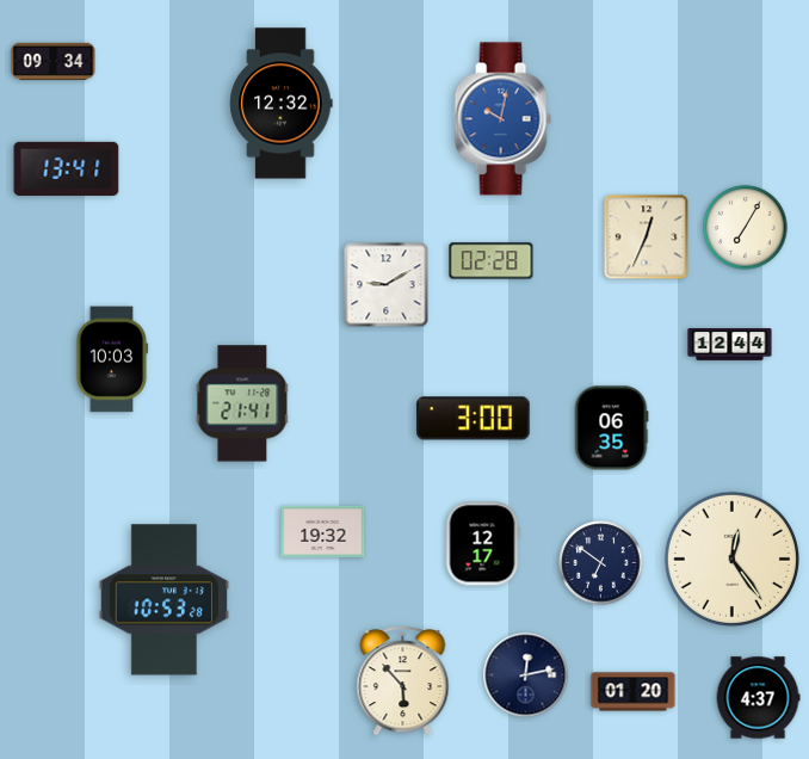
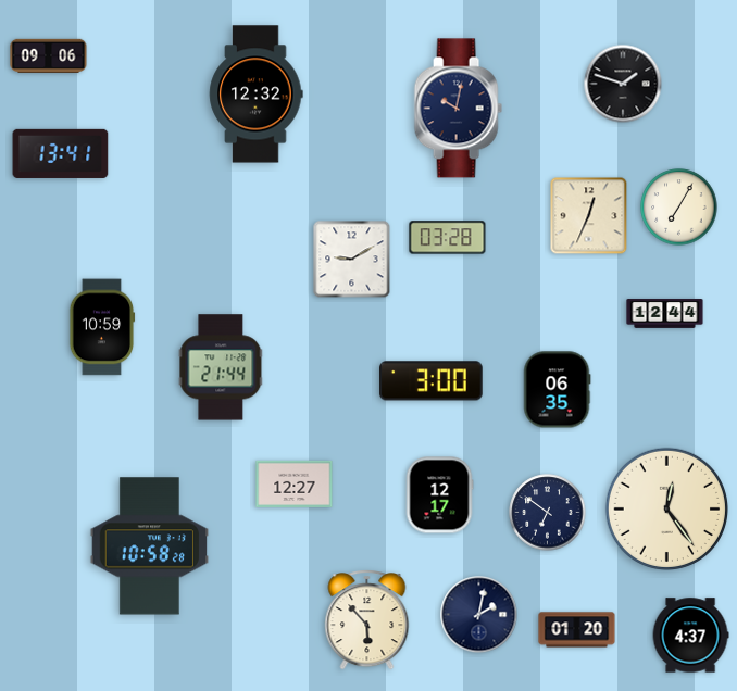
clock at (54, 61): 09:34 -> 09:06
clock at (623, 84): none -> 1:48
clock at (502, 119) dial: blue -> navy
clock at (492, 261): 02:28 -> 03:28
clock at (112, 359): 10:03 -> 10:59
clock at (242, 403): 21:41 -> 21:44
clock at (323, 531): 19:32 -> 12:27
clock at (165, 600): 10:53 -> 10:58
clock at (526, 675): 12:13 -> 2:02
